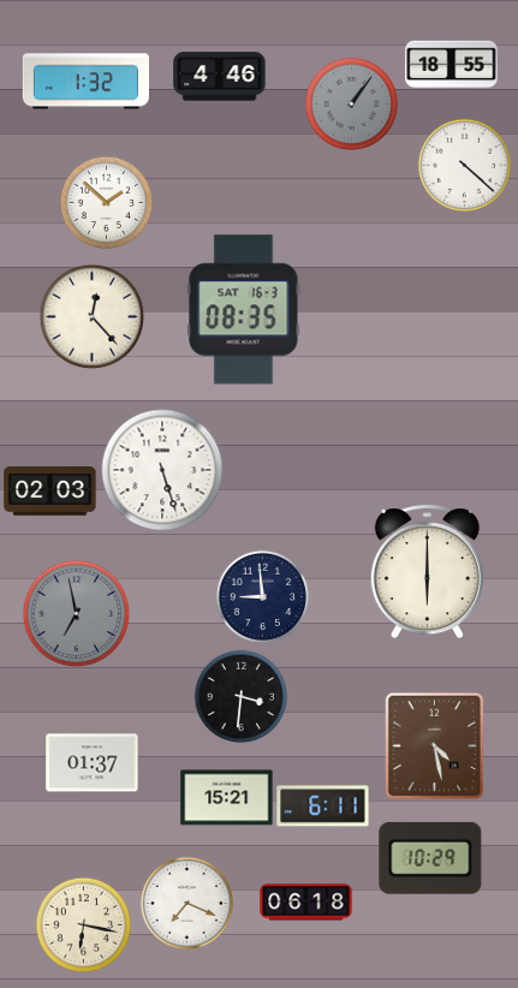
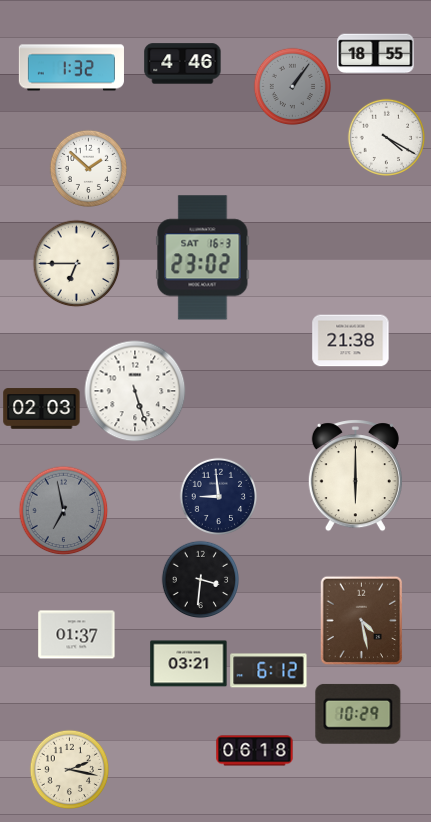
clock at (464, 165): 4:22 -> 4:20
clock at (244, 310): 08:35 -> 23:02
clock at (91, 316): 12:23 -> 6:45
clock at (351, 341): none -> 21:38
clock at (227, 798): 15:21 -> 03:21
clock at (323, 807): 6:11 -> 6:12
clock at (186, 903): 7:19 -> none
clock at (83, 924): 6:17 -> 2:17
